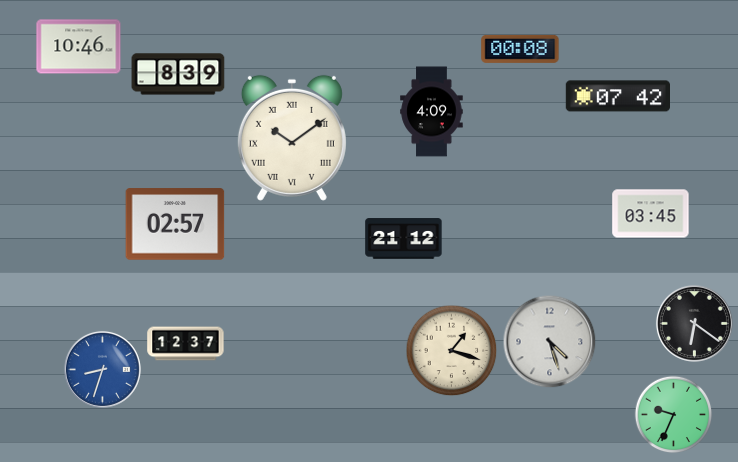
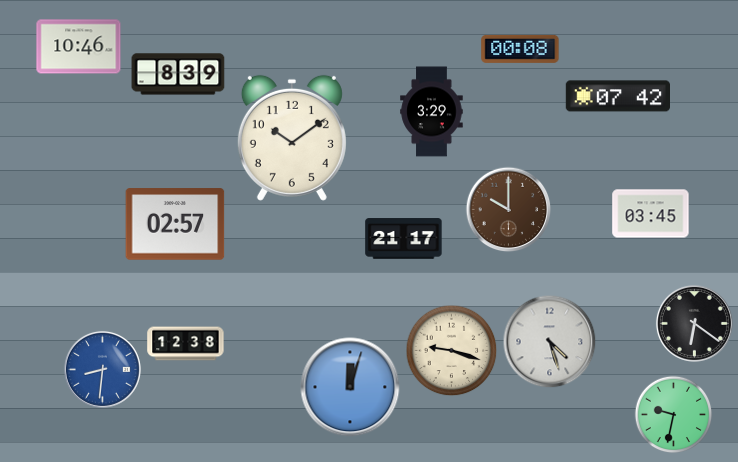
clock at (432, 112): 4:09 -> 3:29
clock at (292, 138) numerals: Roman -> Arabic
clock at (508, 209): none -> 10:00
clock at (404, 239): 21:12 -> 21:17
clock at (186, 344): 12:37 -> 12:38
clock at (451, 350): 1:18 -> 9:18
clock at (102, 369): 8:33 -> 8:31
clock at (350, 387): none -> 12:03
clock at (673, 414): 9:34 -> 9:32
